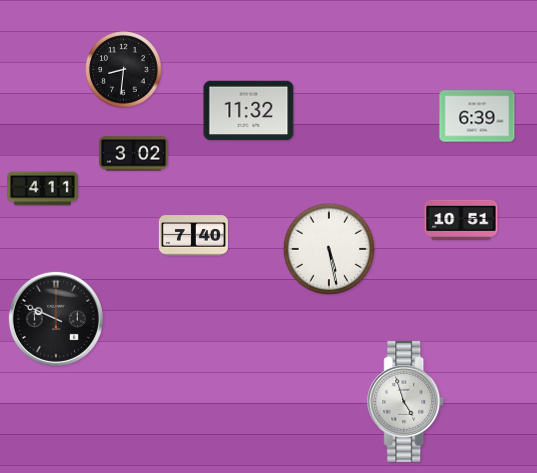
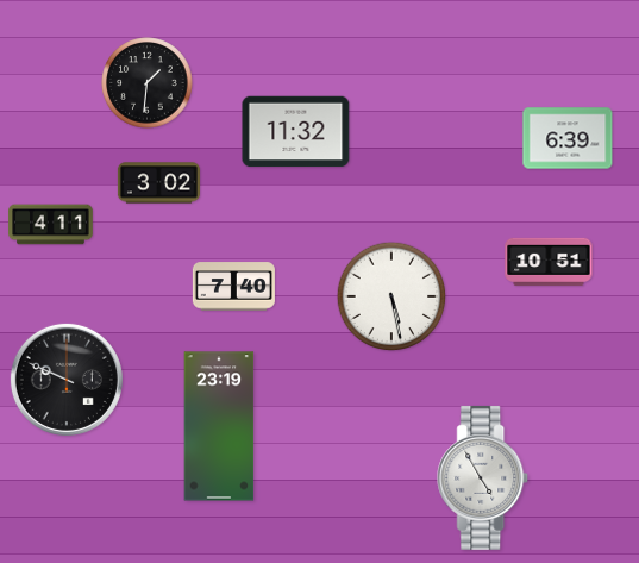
clock at (124, 70): 8:31 -> 1:31
clock at (193, 236) position: (193, 236) -> (233, 287)
clock at (219, 426): none -> 23:19
clock at (406, 401): 4:57 -> 4:55
